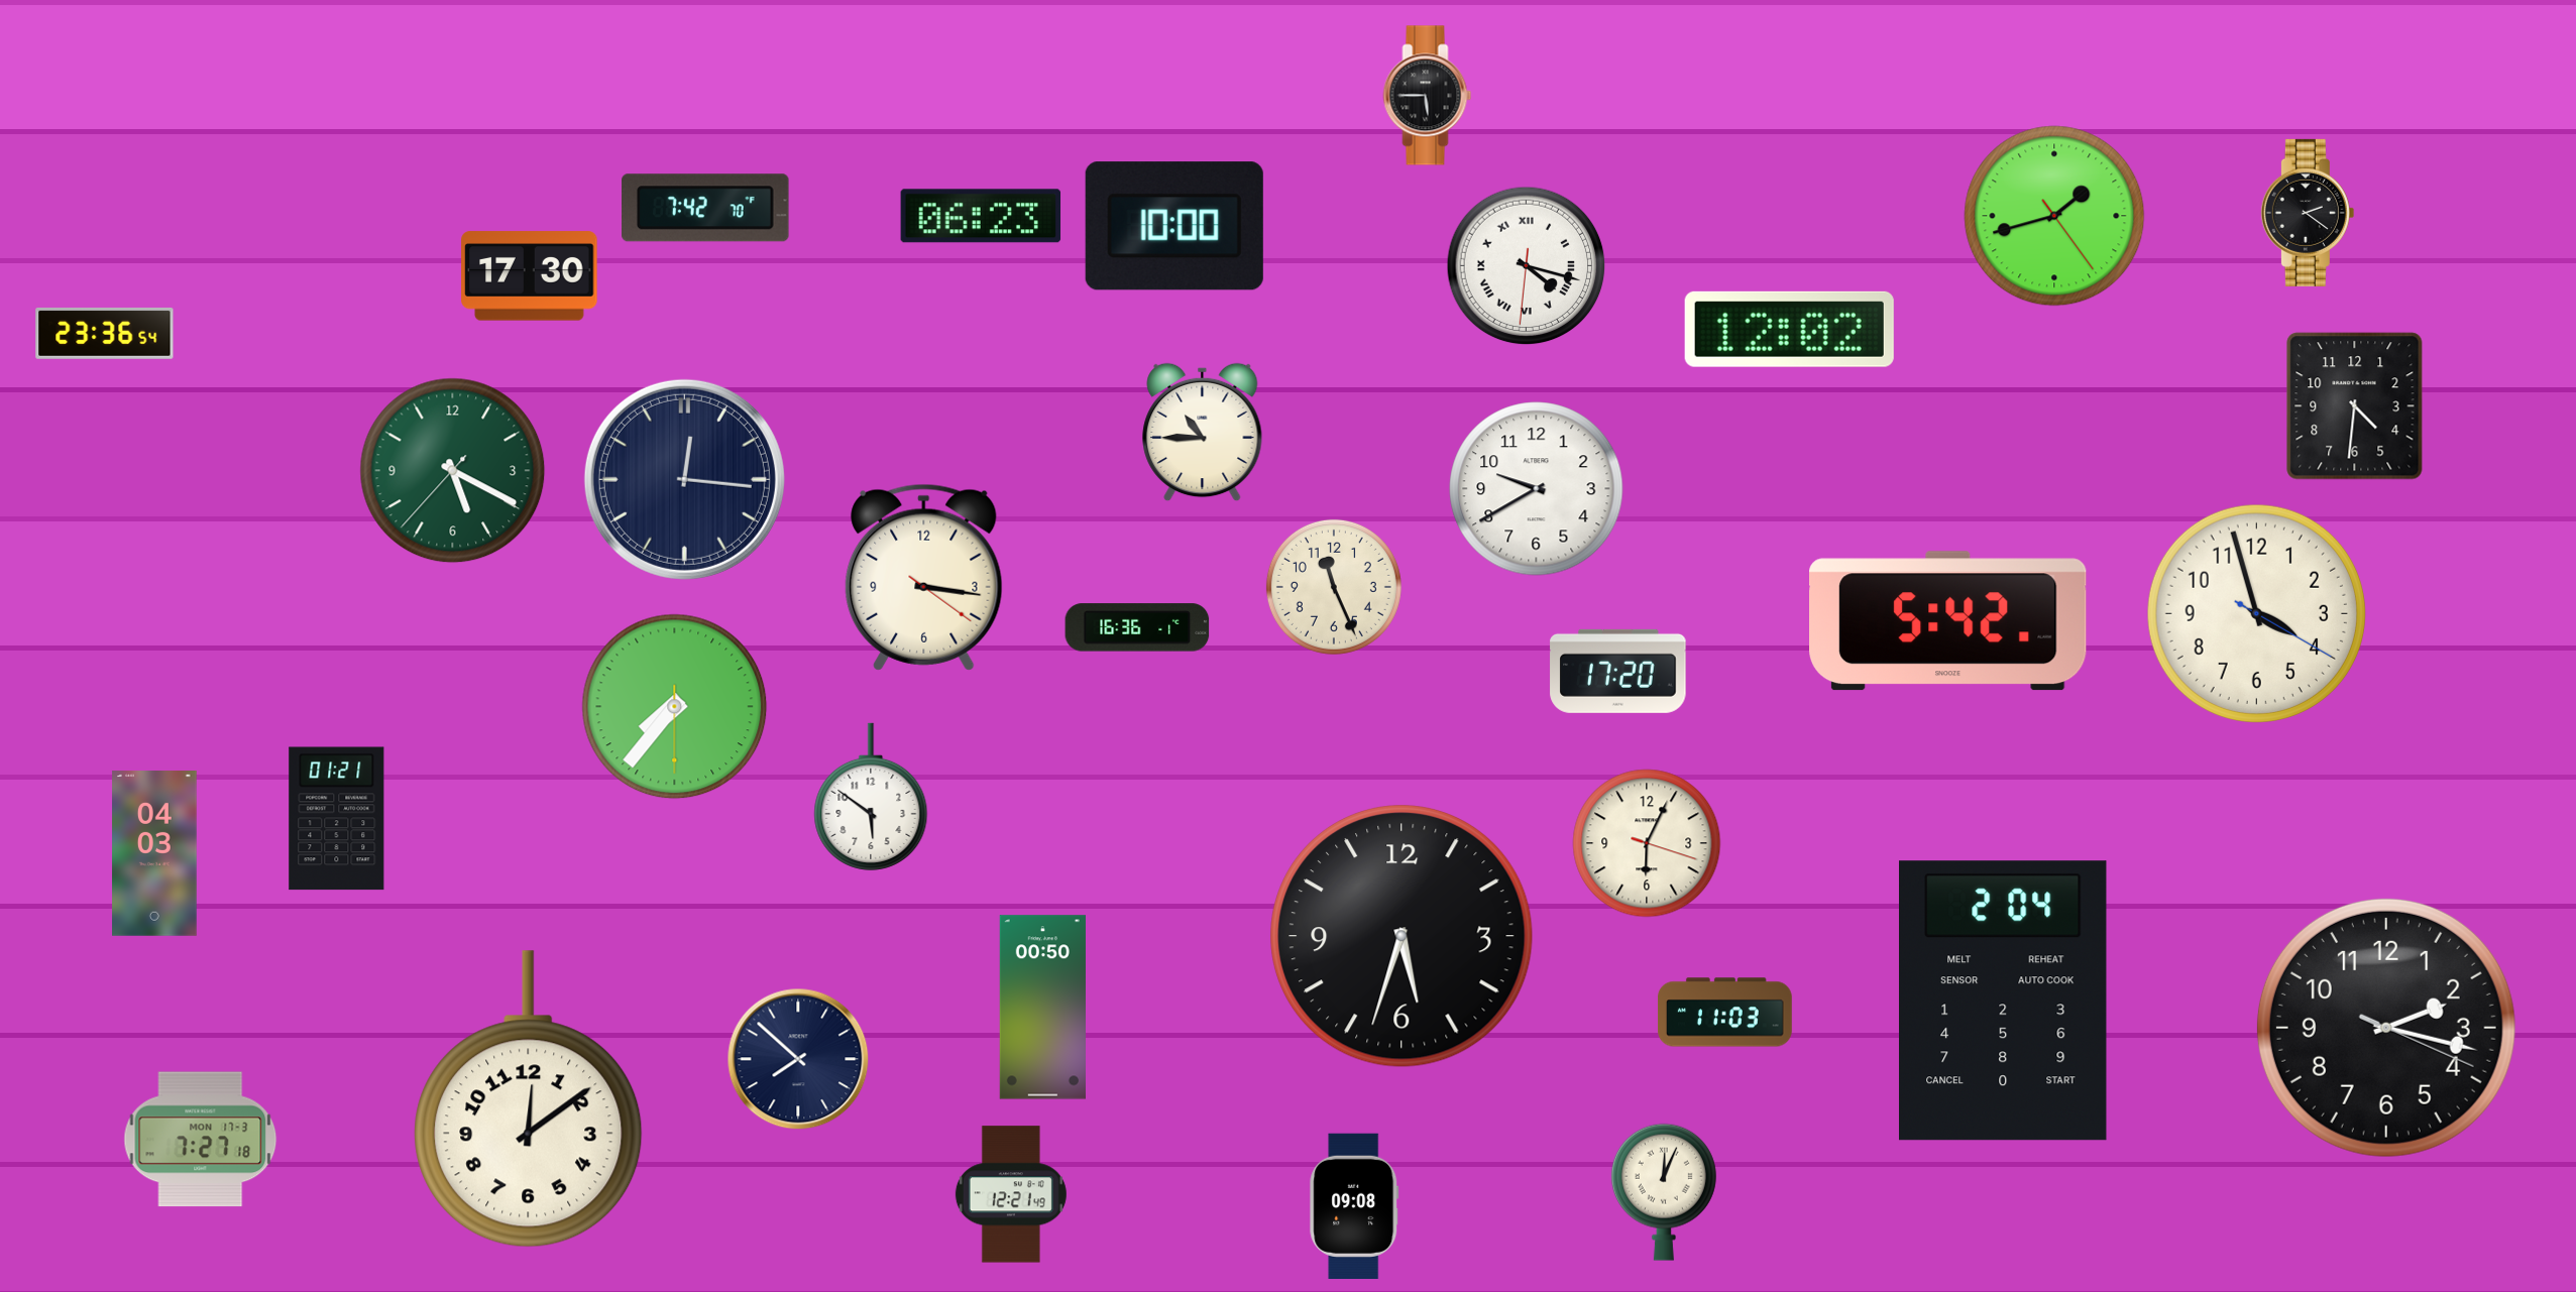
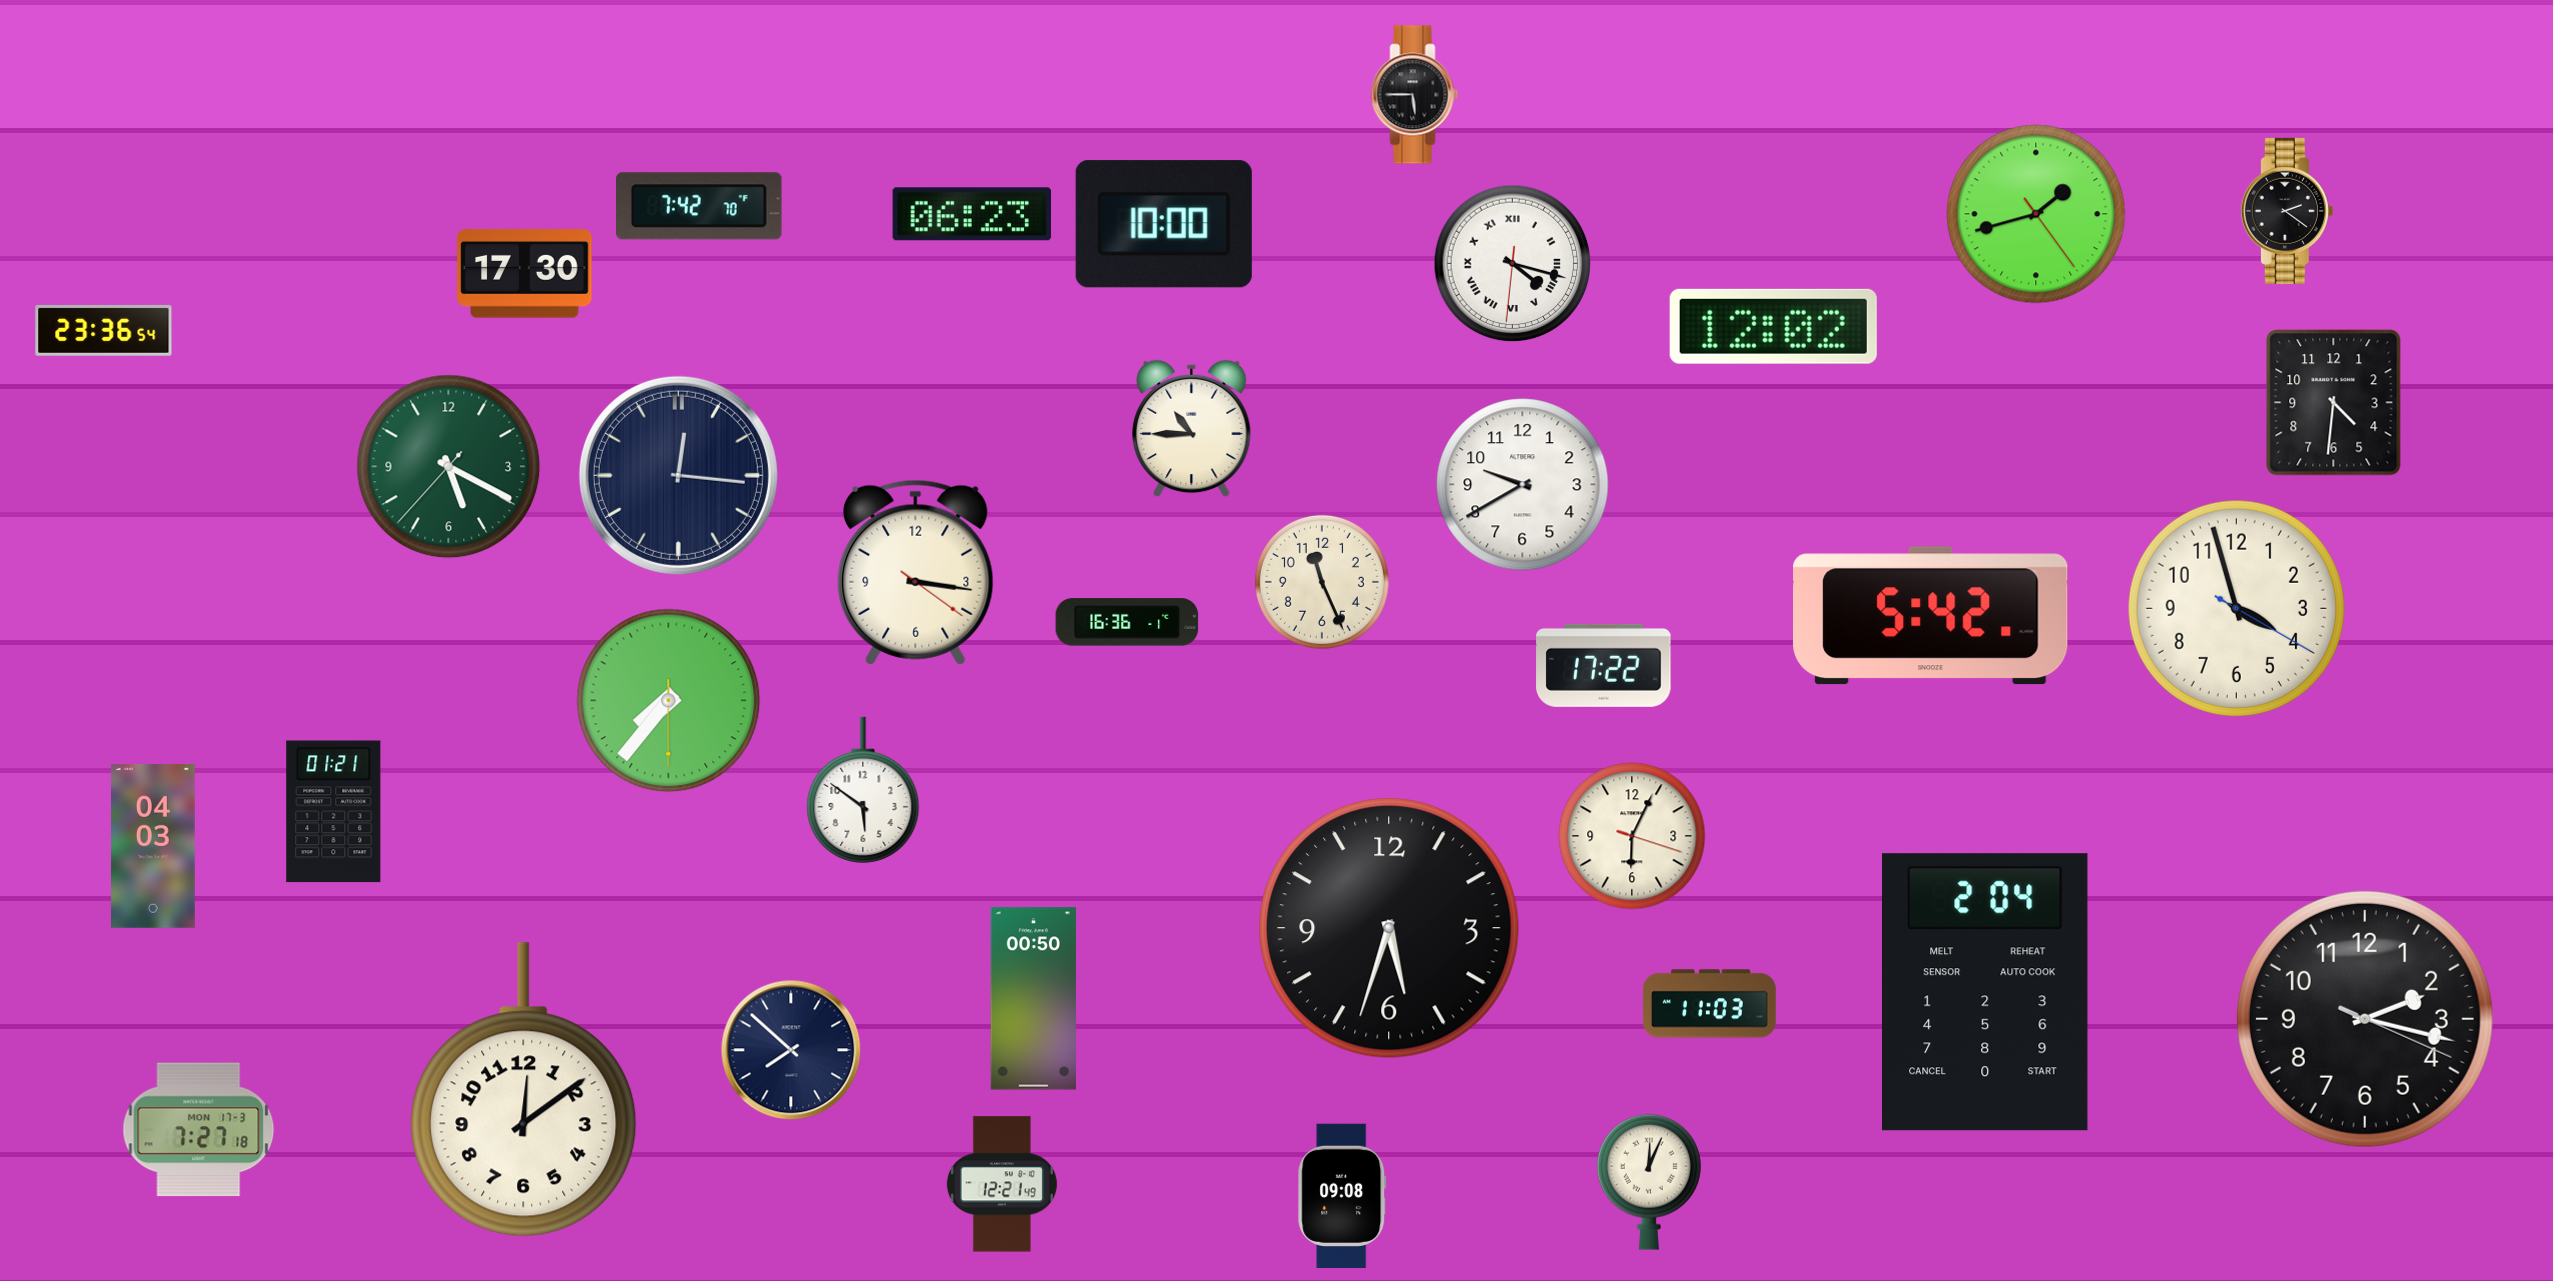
clock at (1618, 671): 17:20 -> 17:22
